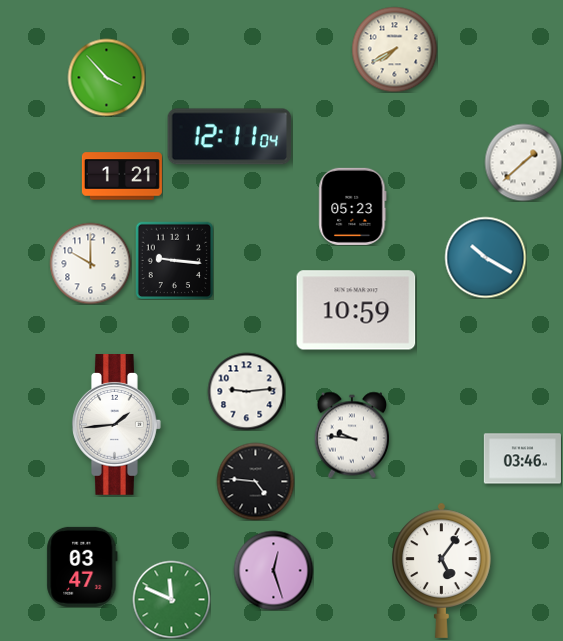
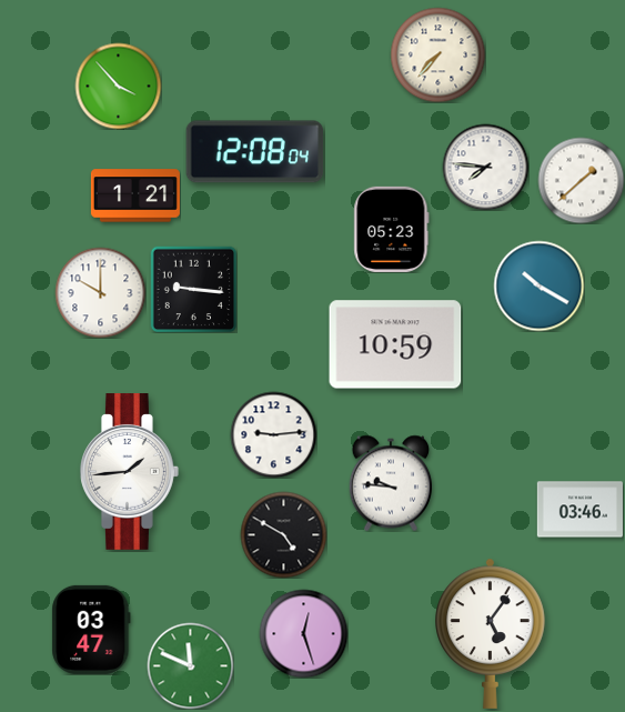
clock at (394, 49): 7:40 -> 7:37
clock at (230, 137): 12:11 -> 12:08
clock at (485, 167): none -> 7:46
clock at (255, 481): 4:46 -> 4:50
